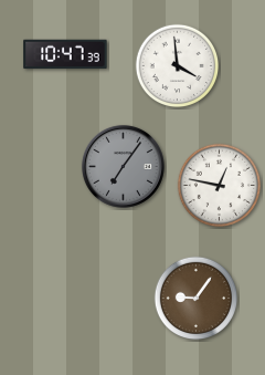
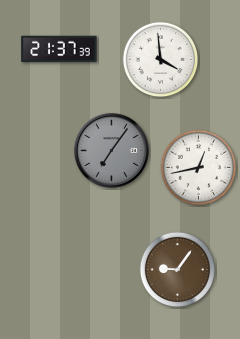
clock at (65, 54): 10:47 -> 21:37
clock at (220, 186): 12:47 -> 12:43
